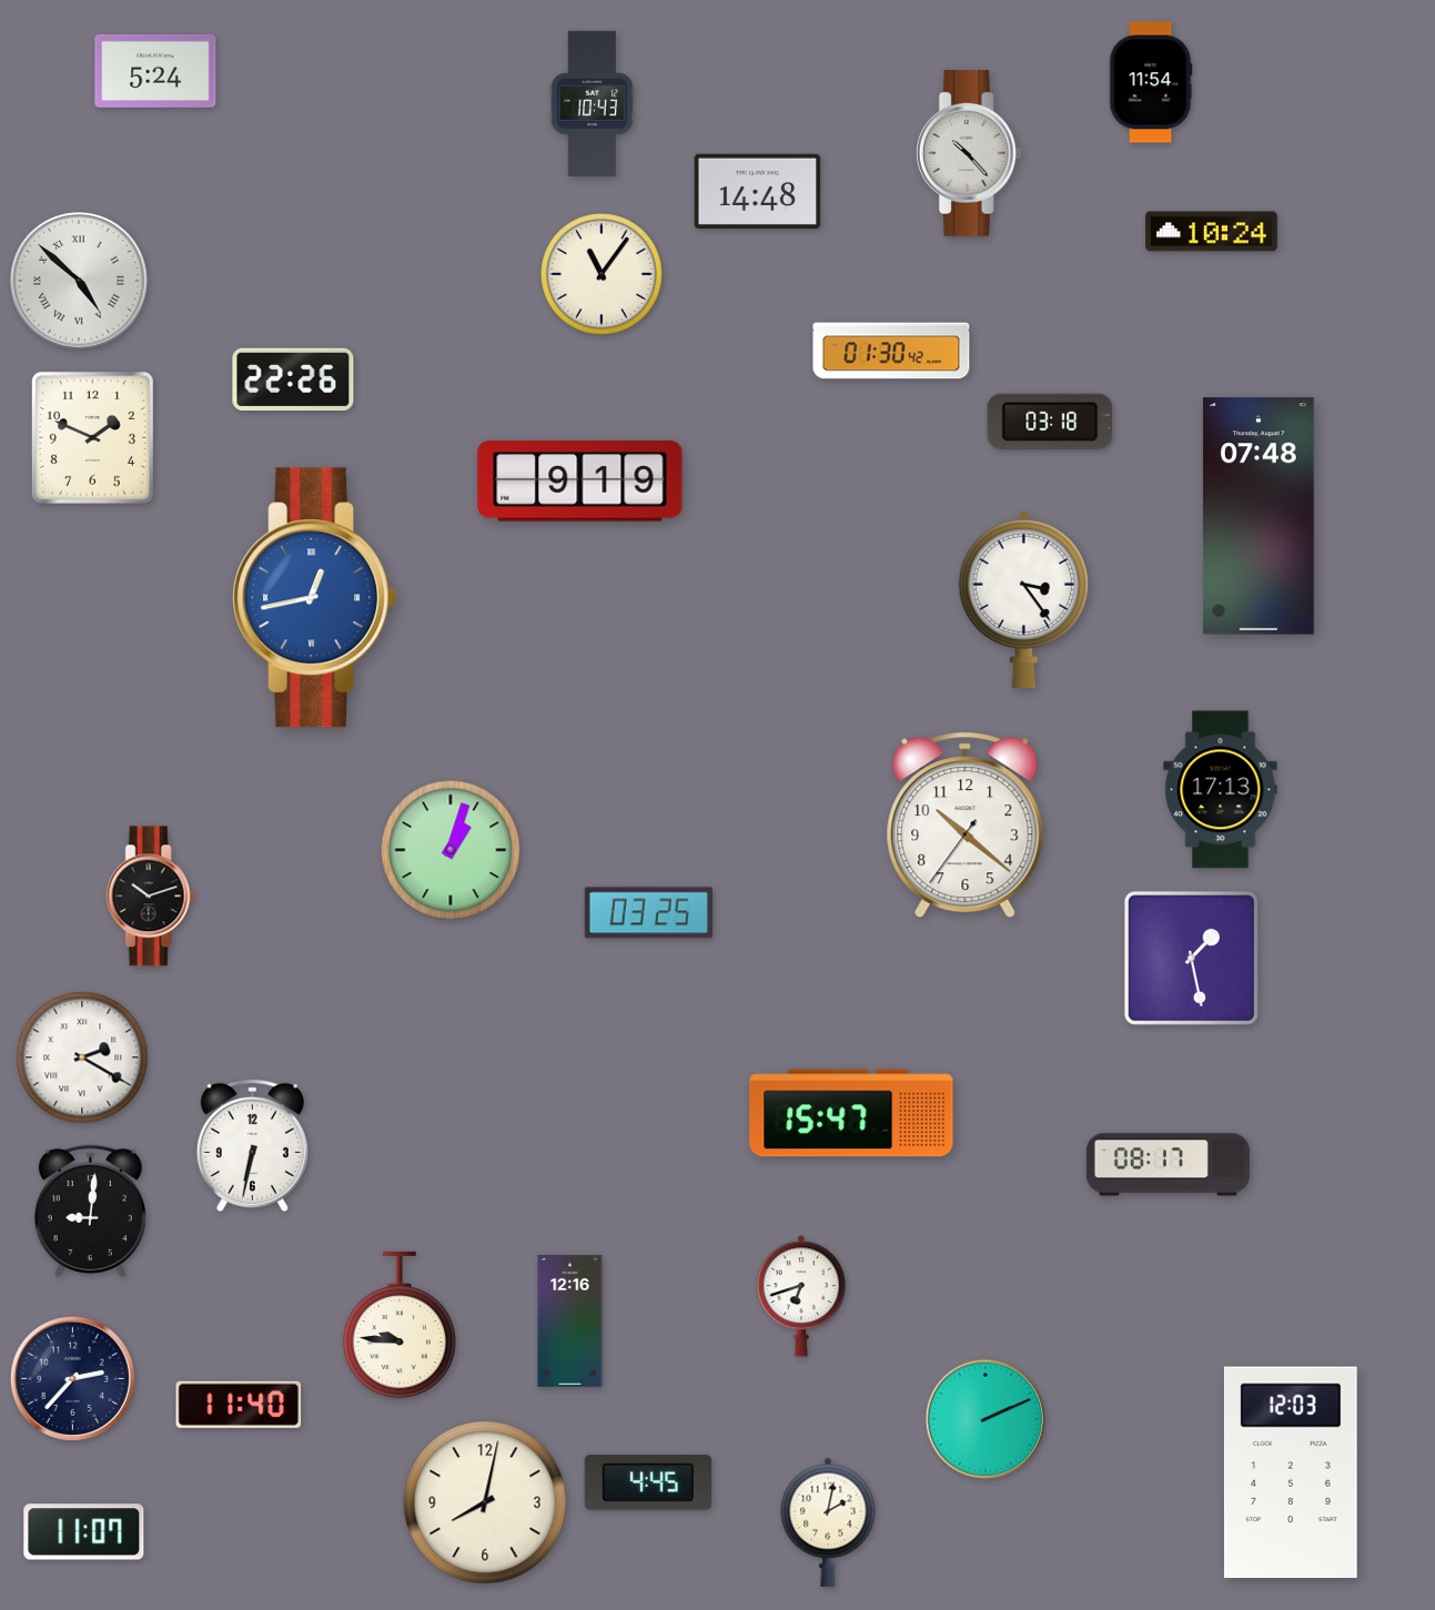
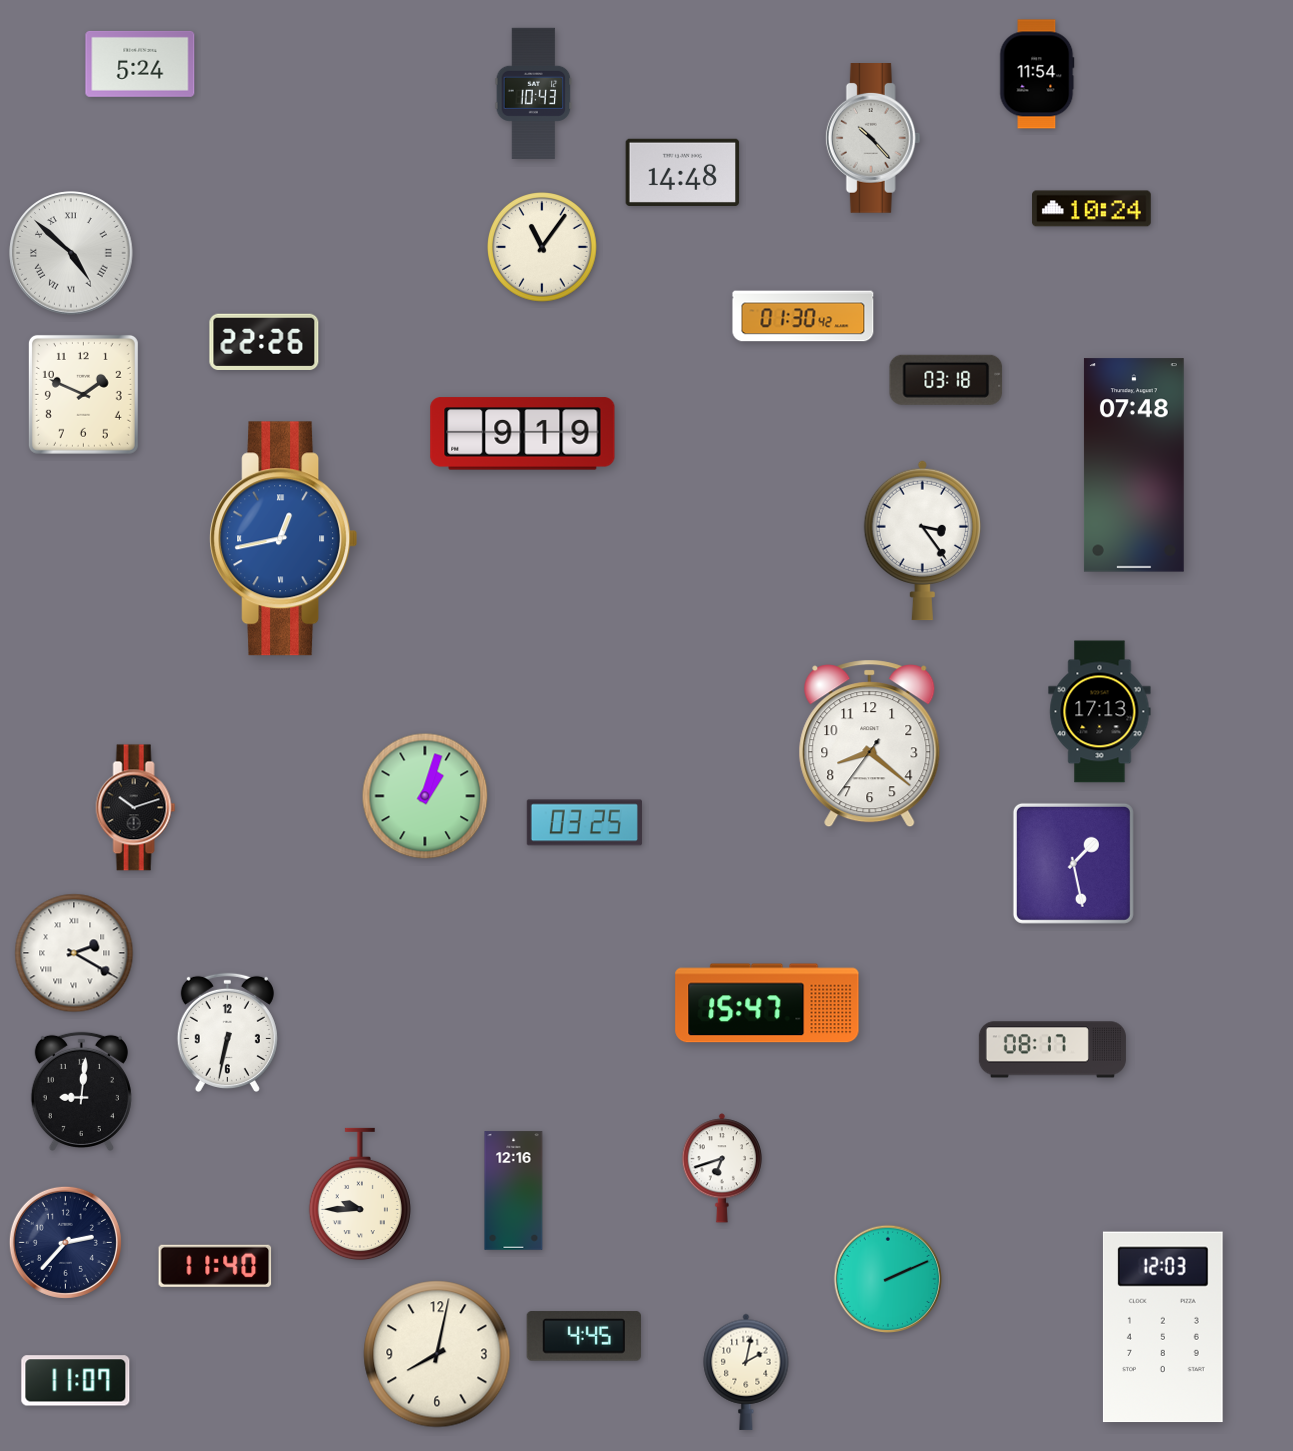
clock at (966, 826): 10:21 -> 8:21
clock at (451, 850) position: (451, 850) -> (425, 796)
clock at (400, 1325): 9:46 -> 9:45
